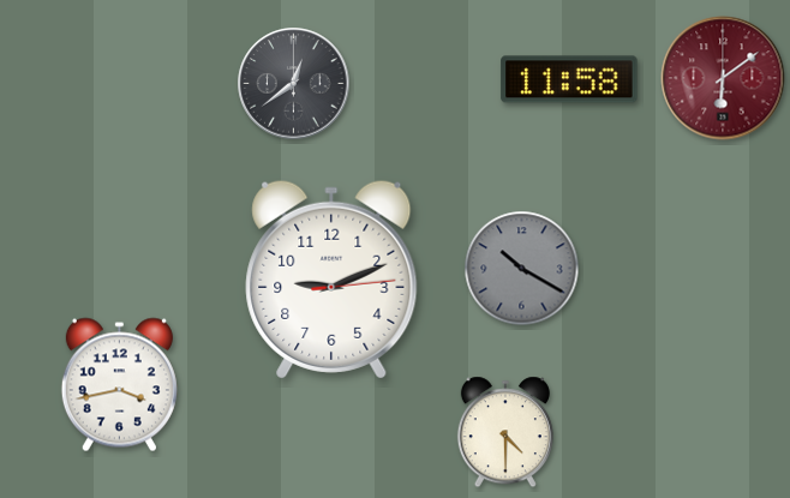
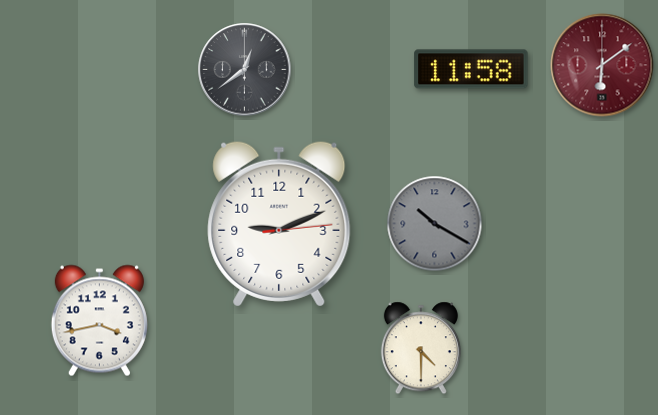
clock at (569, 79) position: (569, 79) -> (471, 69)
clock at (331, 280) position: (331, 280) -> (279, 224)
clock at (505, 432) position: (505, 432) -> (421, 348)
